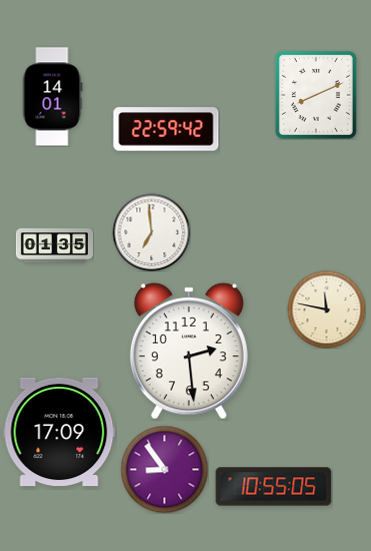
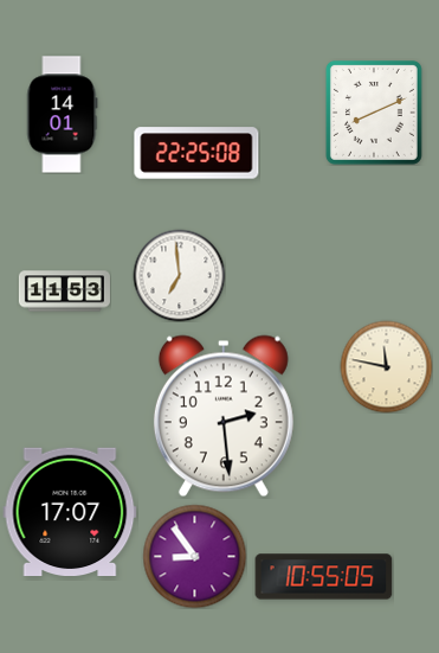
clock at (166, 129): 22:59 -> 22:25
clock at (54, 246): 01:35 -> 11:53
clock at (59, 431): 17:09 -> 17:07
